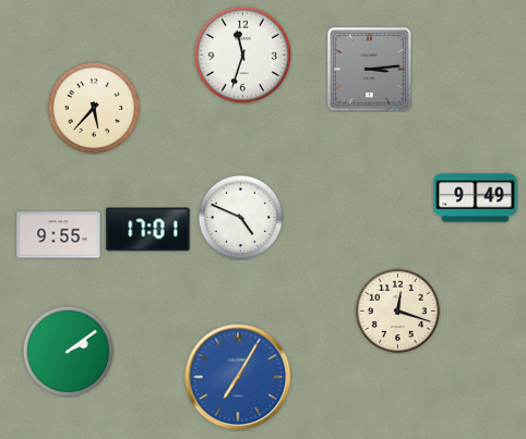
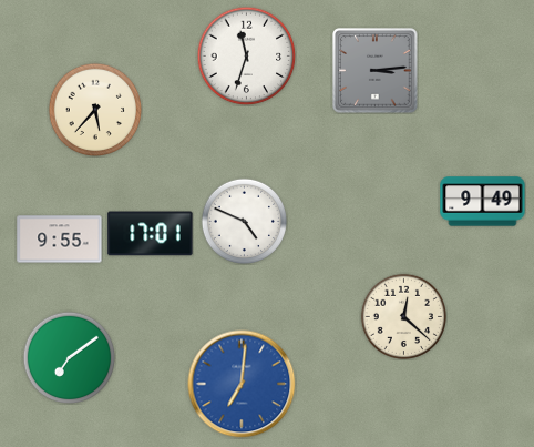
clock at (397, 310): 12:18 -> 12:22
clock at (68, 351): 2:09 -> 7:09
clock at (238, 377): 7:05 -> 7:01
